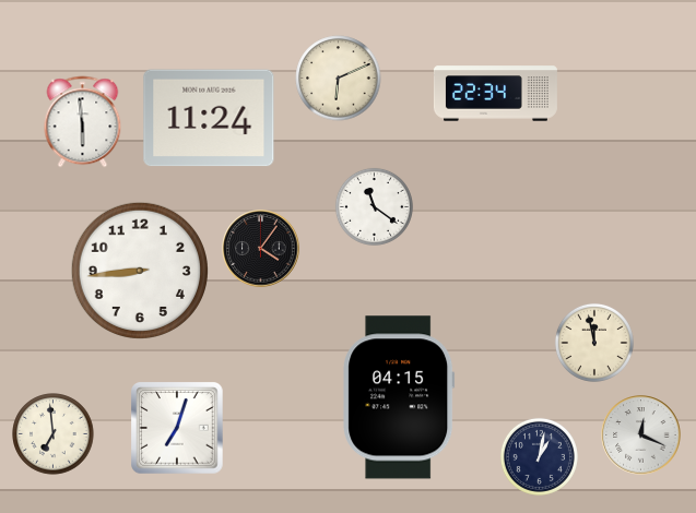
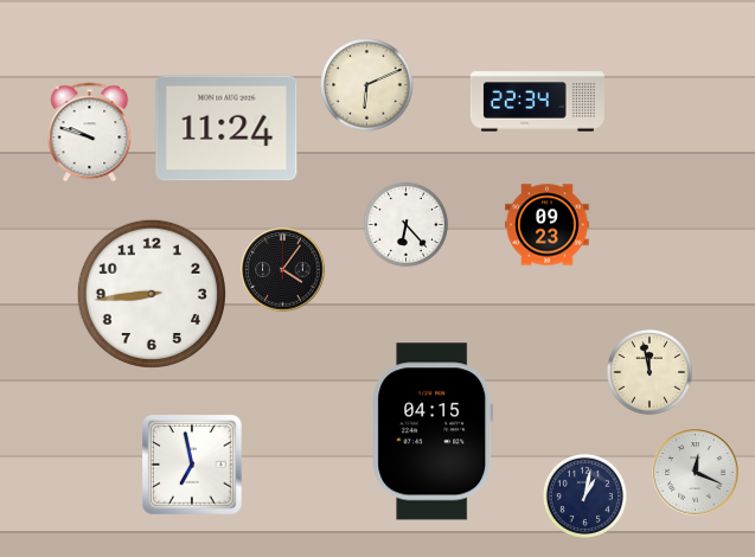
clock at (83, 122): 5:59 -> 9:48
clock at (374, 206): 11:21 -> 6:23
clock at (548, 225): none -> 09:23
clock at (594, 343) position: (594, 343) -> (650, 372)
clock at (177, 428): 7:03 -> 6:58
clock at (54, 434): 6:59 -> none
